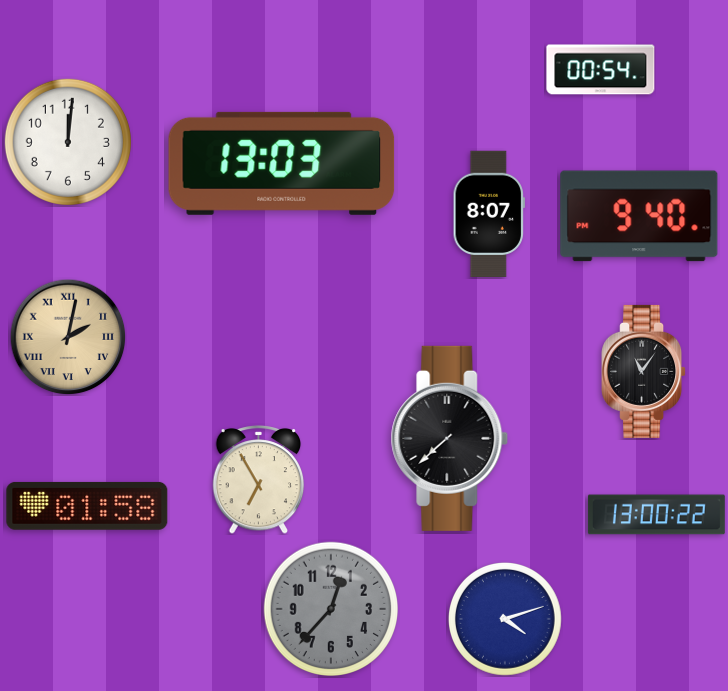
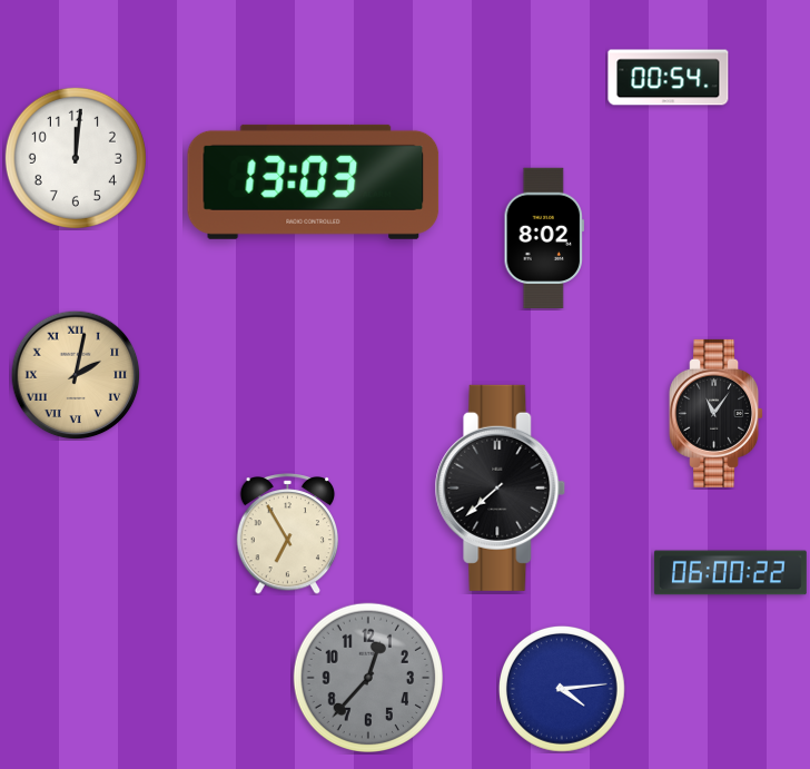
clock at (488, 214): 8:07 -> 8:02
clock at (639, 216): 9:40 -> none
clock at (87, 506): 01:58 -> none
clock at (656, 515): 13:00 -> 06:00
clock at (505, 619): 4:12 -> 4:14
